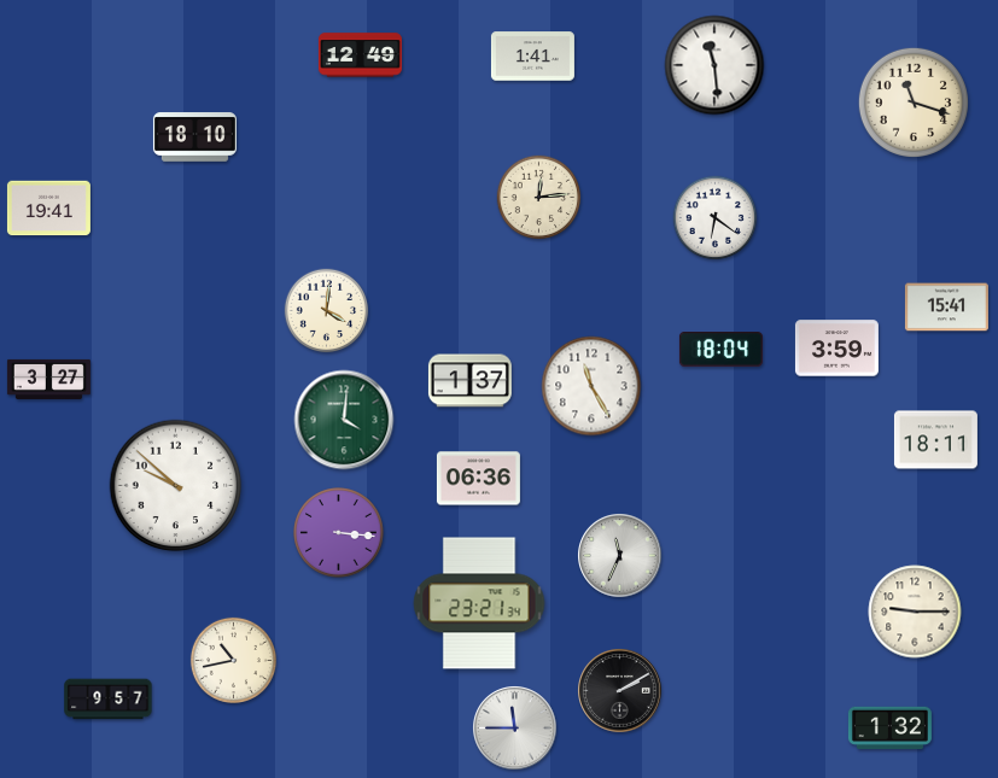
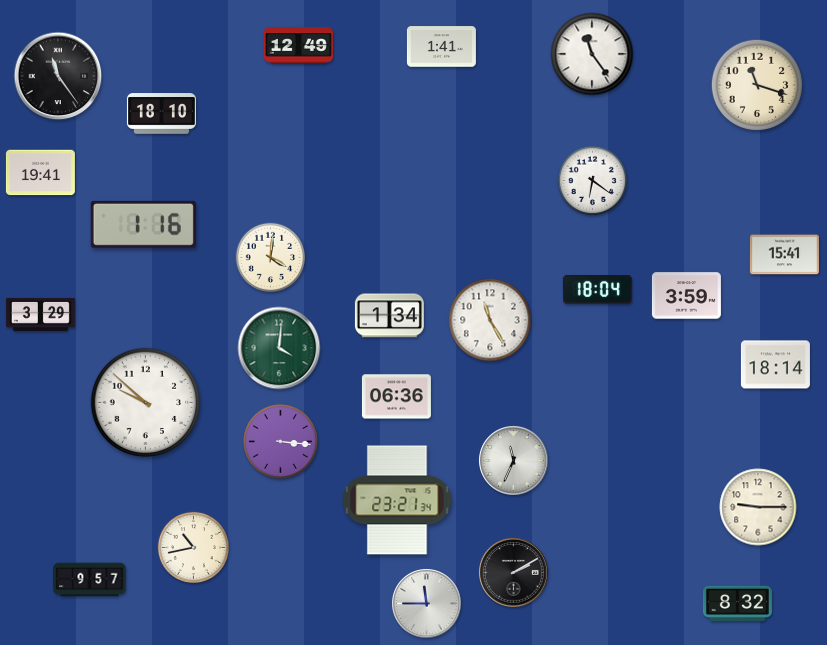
clock at (714, 65): 11:29 -> 11:24
clock at (58, 76): none -> 11:24
clock at (539, 198): 12:14 -> none
clock at (143, 224): none -> 1:16
clock at (836, 349) position: (836, 349) -> (686, 296)
clock at (48, 379): 3:27 -> 3:29
clock at (469, 381): 1:37 -> 1:34
clock at (344, 420) position: (344, 420) -> (279, 348)
clock at (935, 440): 18:11 -> 18:14
clock at (889, 727): 1:32 -> 8:32
